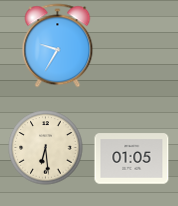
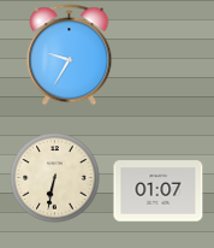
clock at (46, 148): 6:29 -> 6:32
clock at (132, 159): 01:05 -> 01:07
